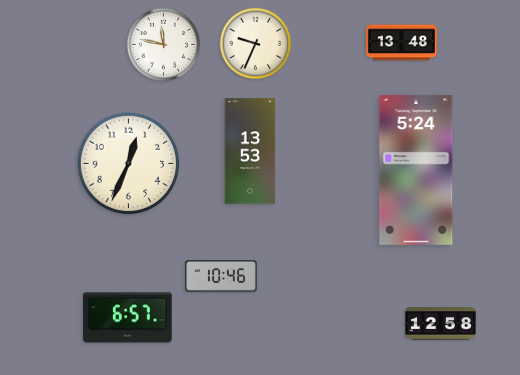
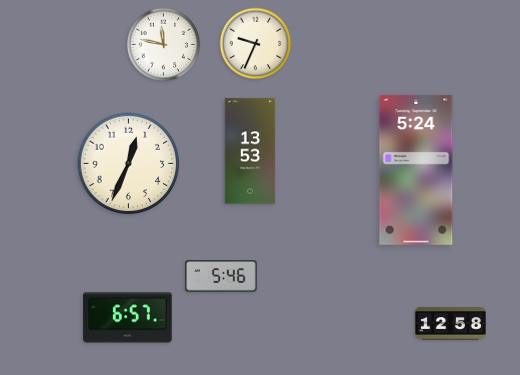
clock at (401, 43): 13:48 -> none
clock at (221, 276): 10:46 -> 5:46
clock at (440, 324) position: (440, 324) -> (450, 324)
